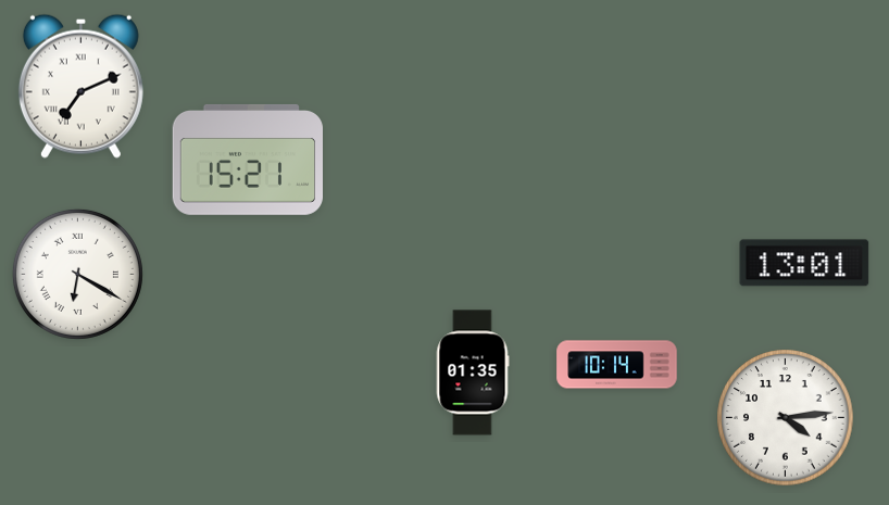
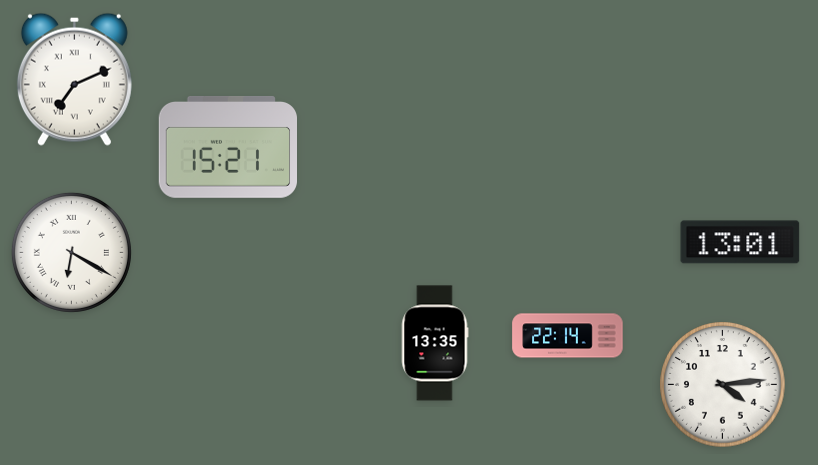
clock at (617, 365): 10:14 -> 22:14
clock at (473, 373): 01:35 -> 13:35
